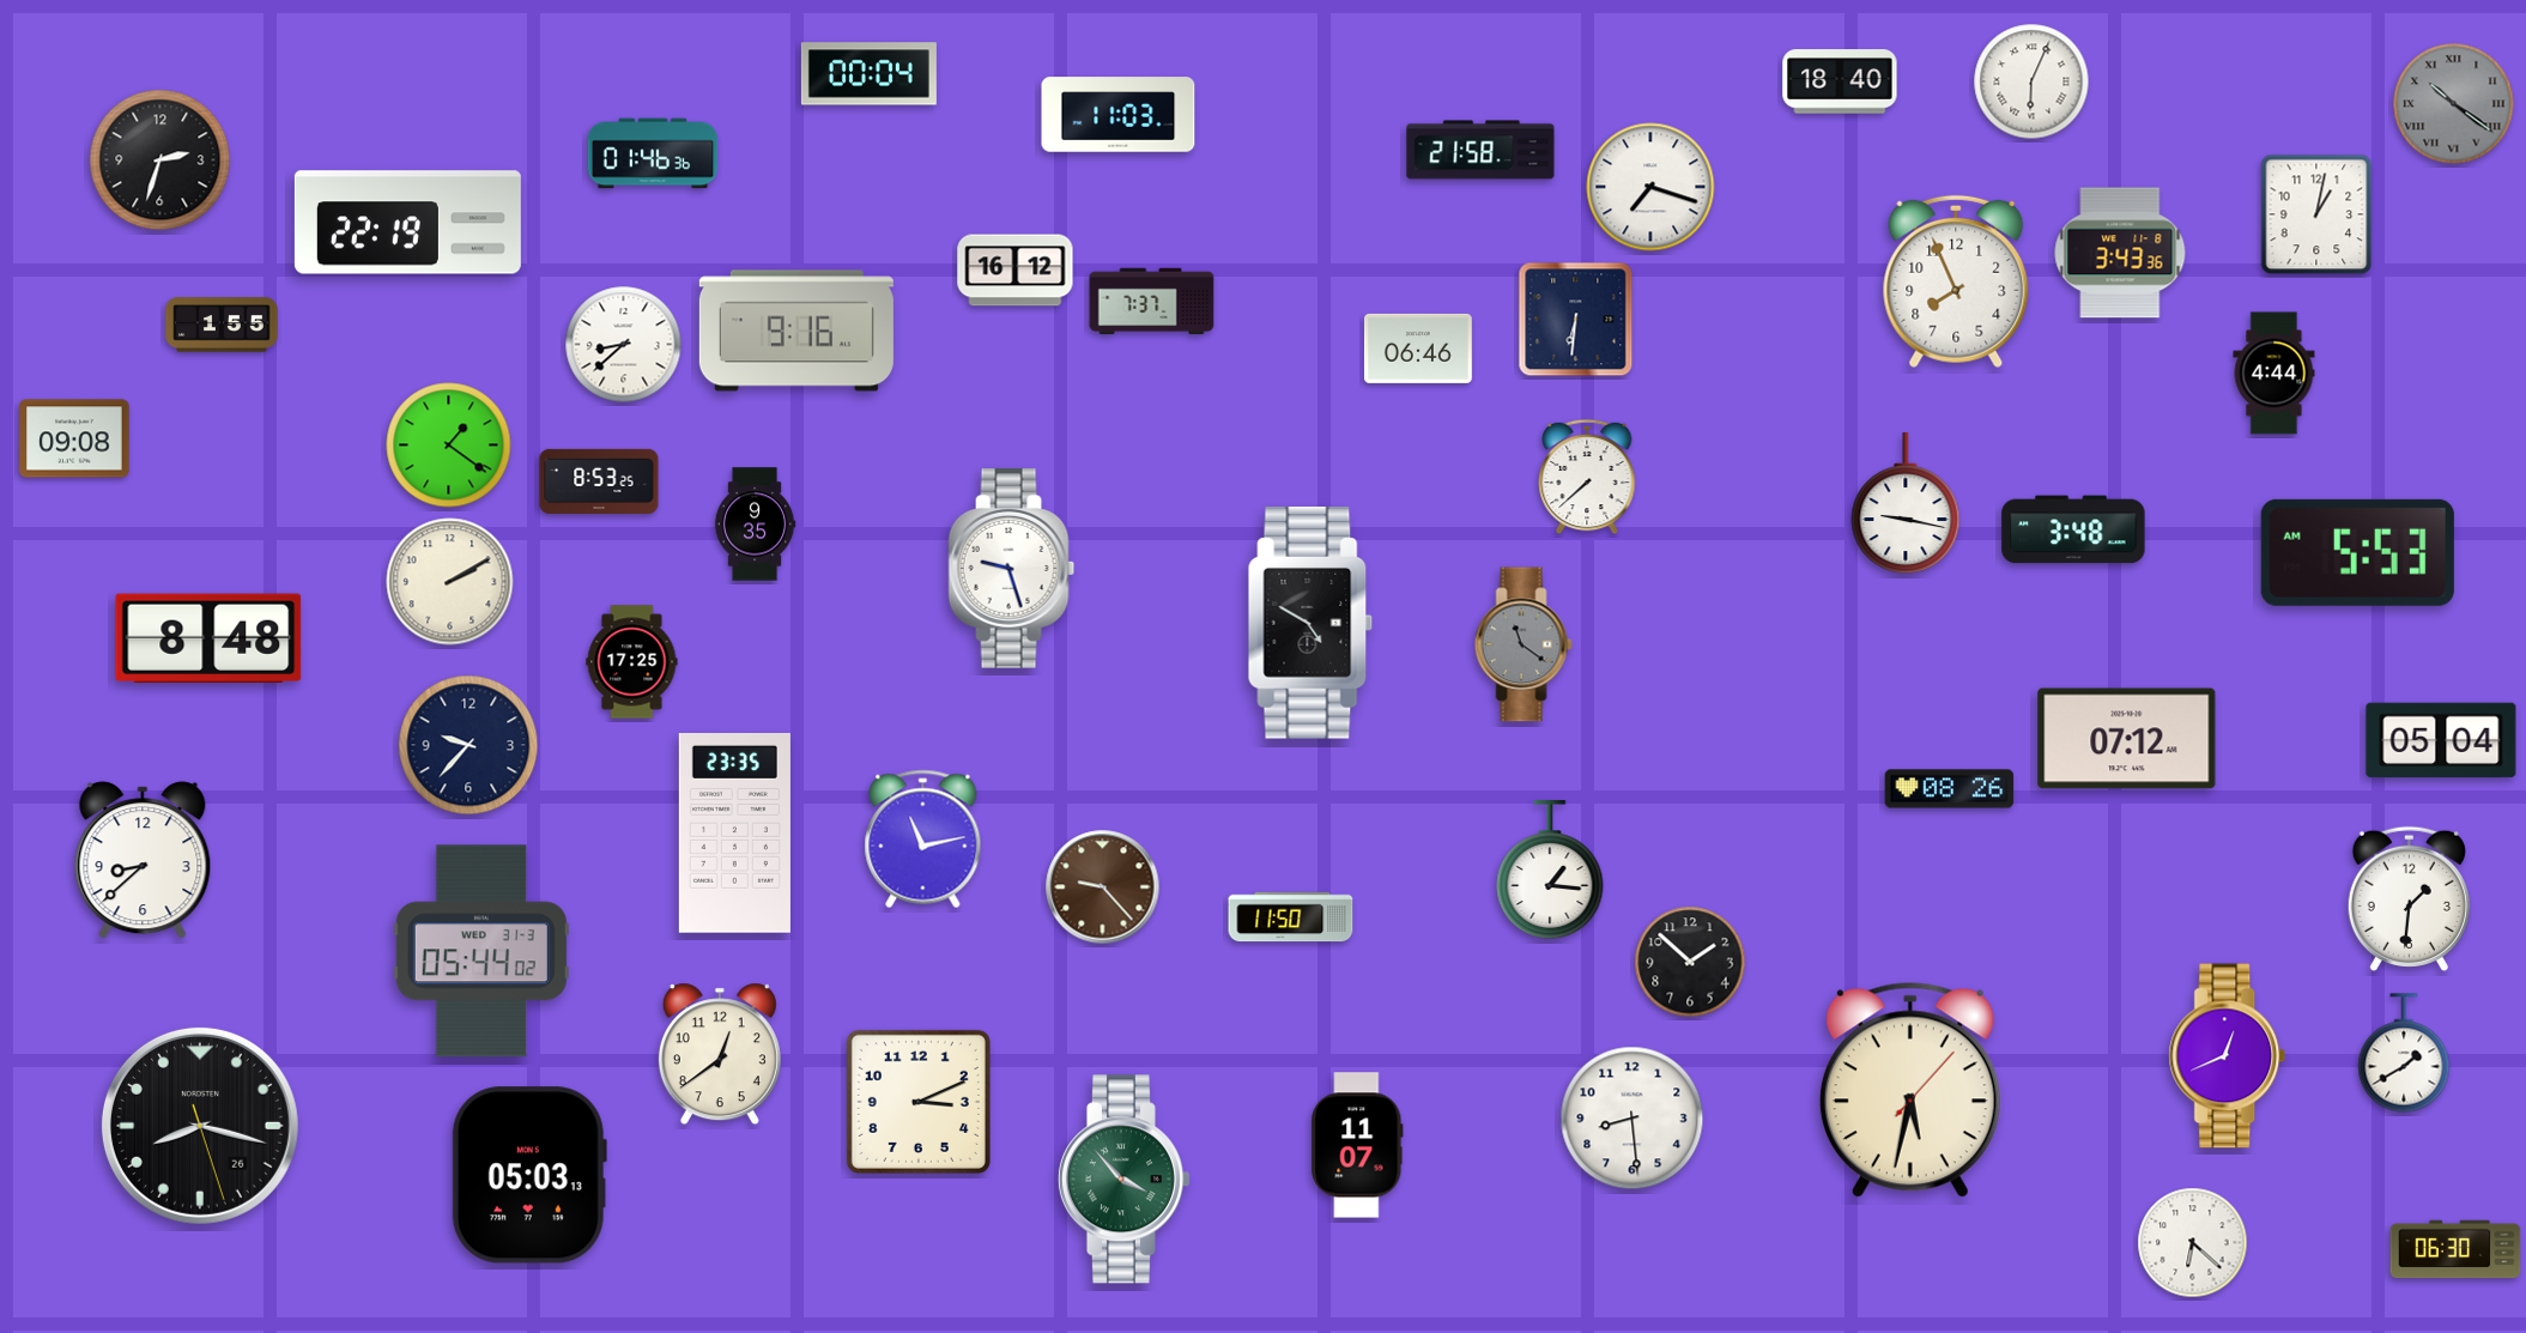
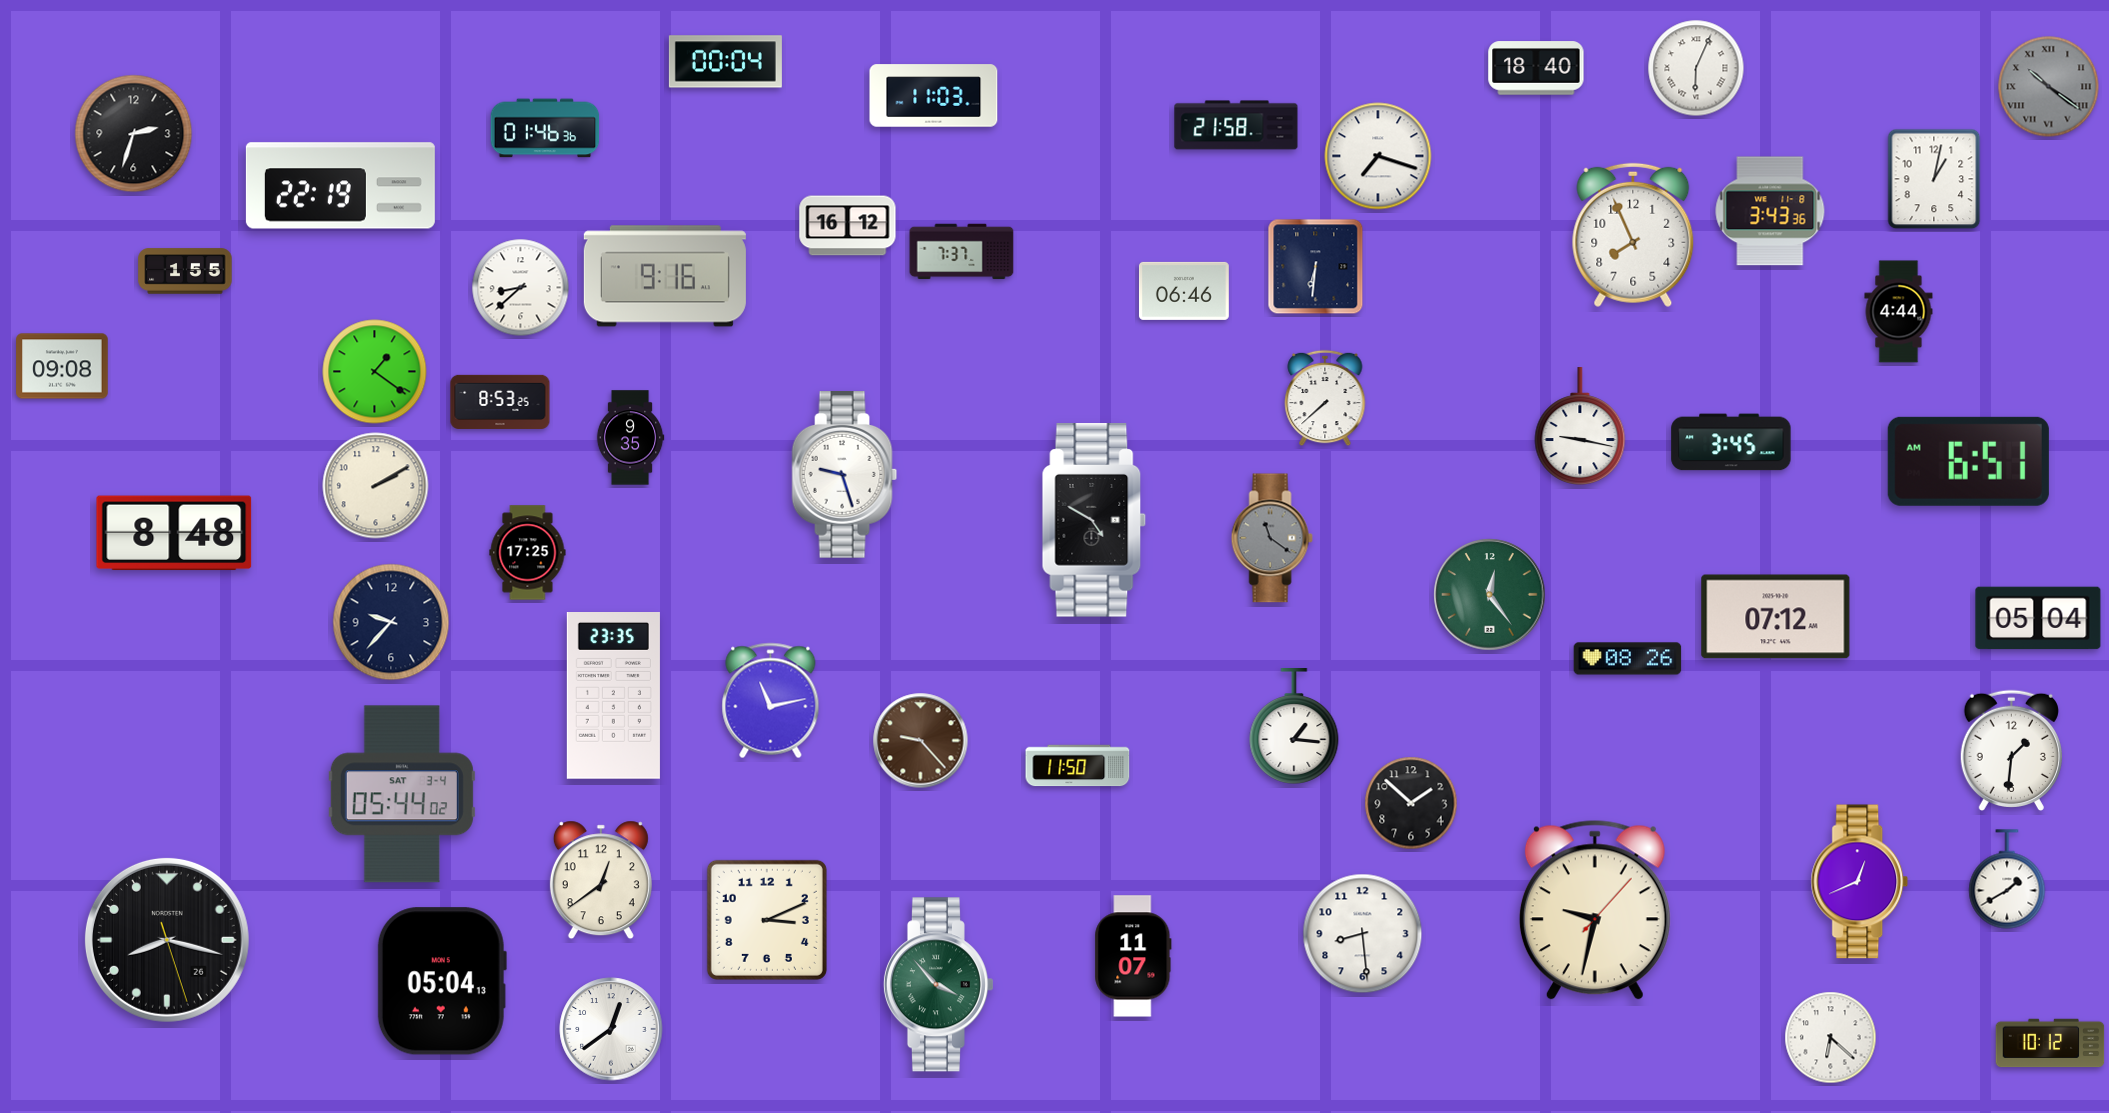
clock at (1906, 503) position: (1906, 503) -> (1580, 426)
clock at (2073, 529): 3:48 -> 3:45
clock at (2357, 552): 5:53 -> 6:51
clock at (1490, 595): none -> 12:24
clock at (143, 860): 8:38 -> none
clock at (481, 951) date: WED 31-3 -> SAT 3-4
clock at (1910, 1090): 5:32 -> 9:32
clock at (529, 1175): 05:03 -> 05:04
clock at (611, 1029): none -> 12:39
clock at (2455, 1249): 06:30 -> 10:12
